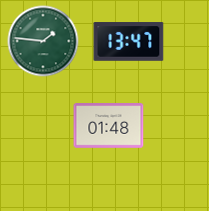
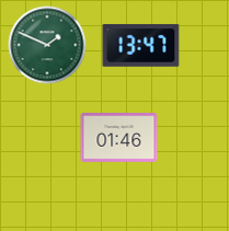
clock at (43, 41): 1:46 -> 1:49
clock at (109, 126): 01:48 -> 01:46
